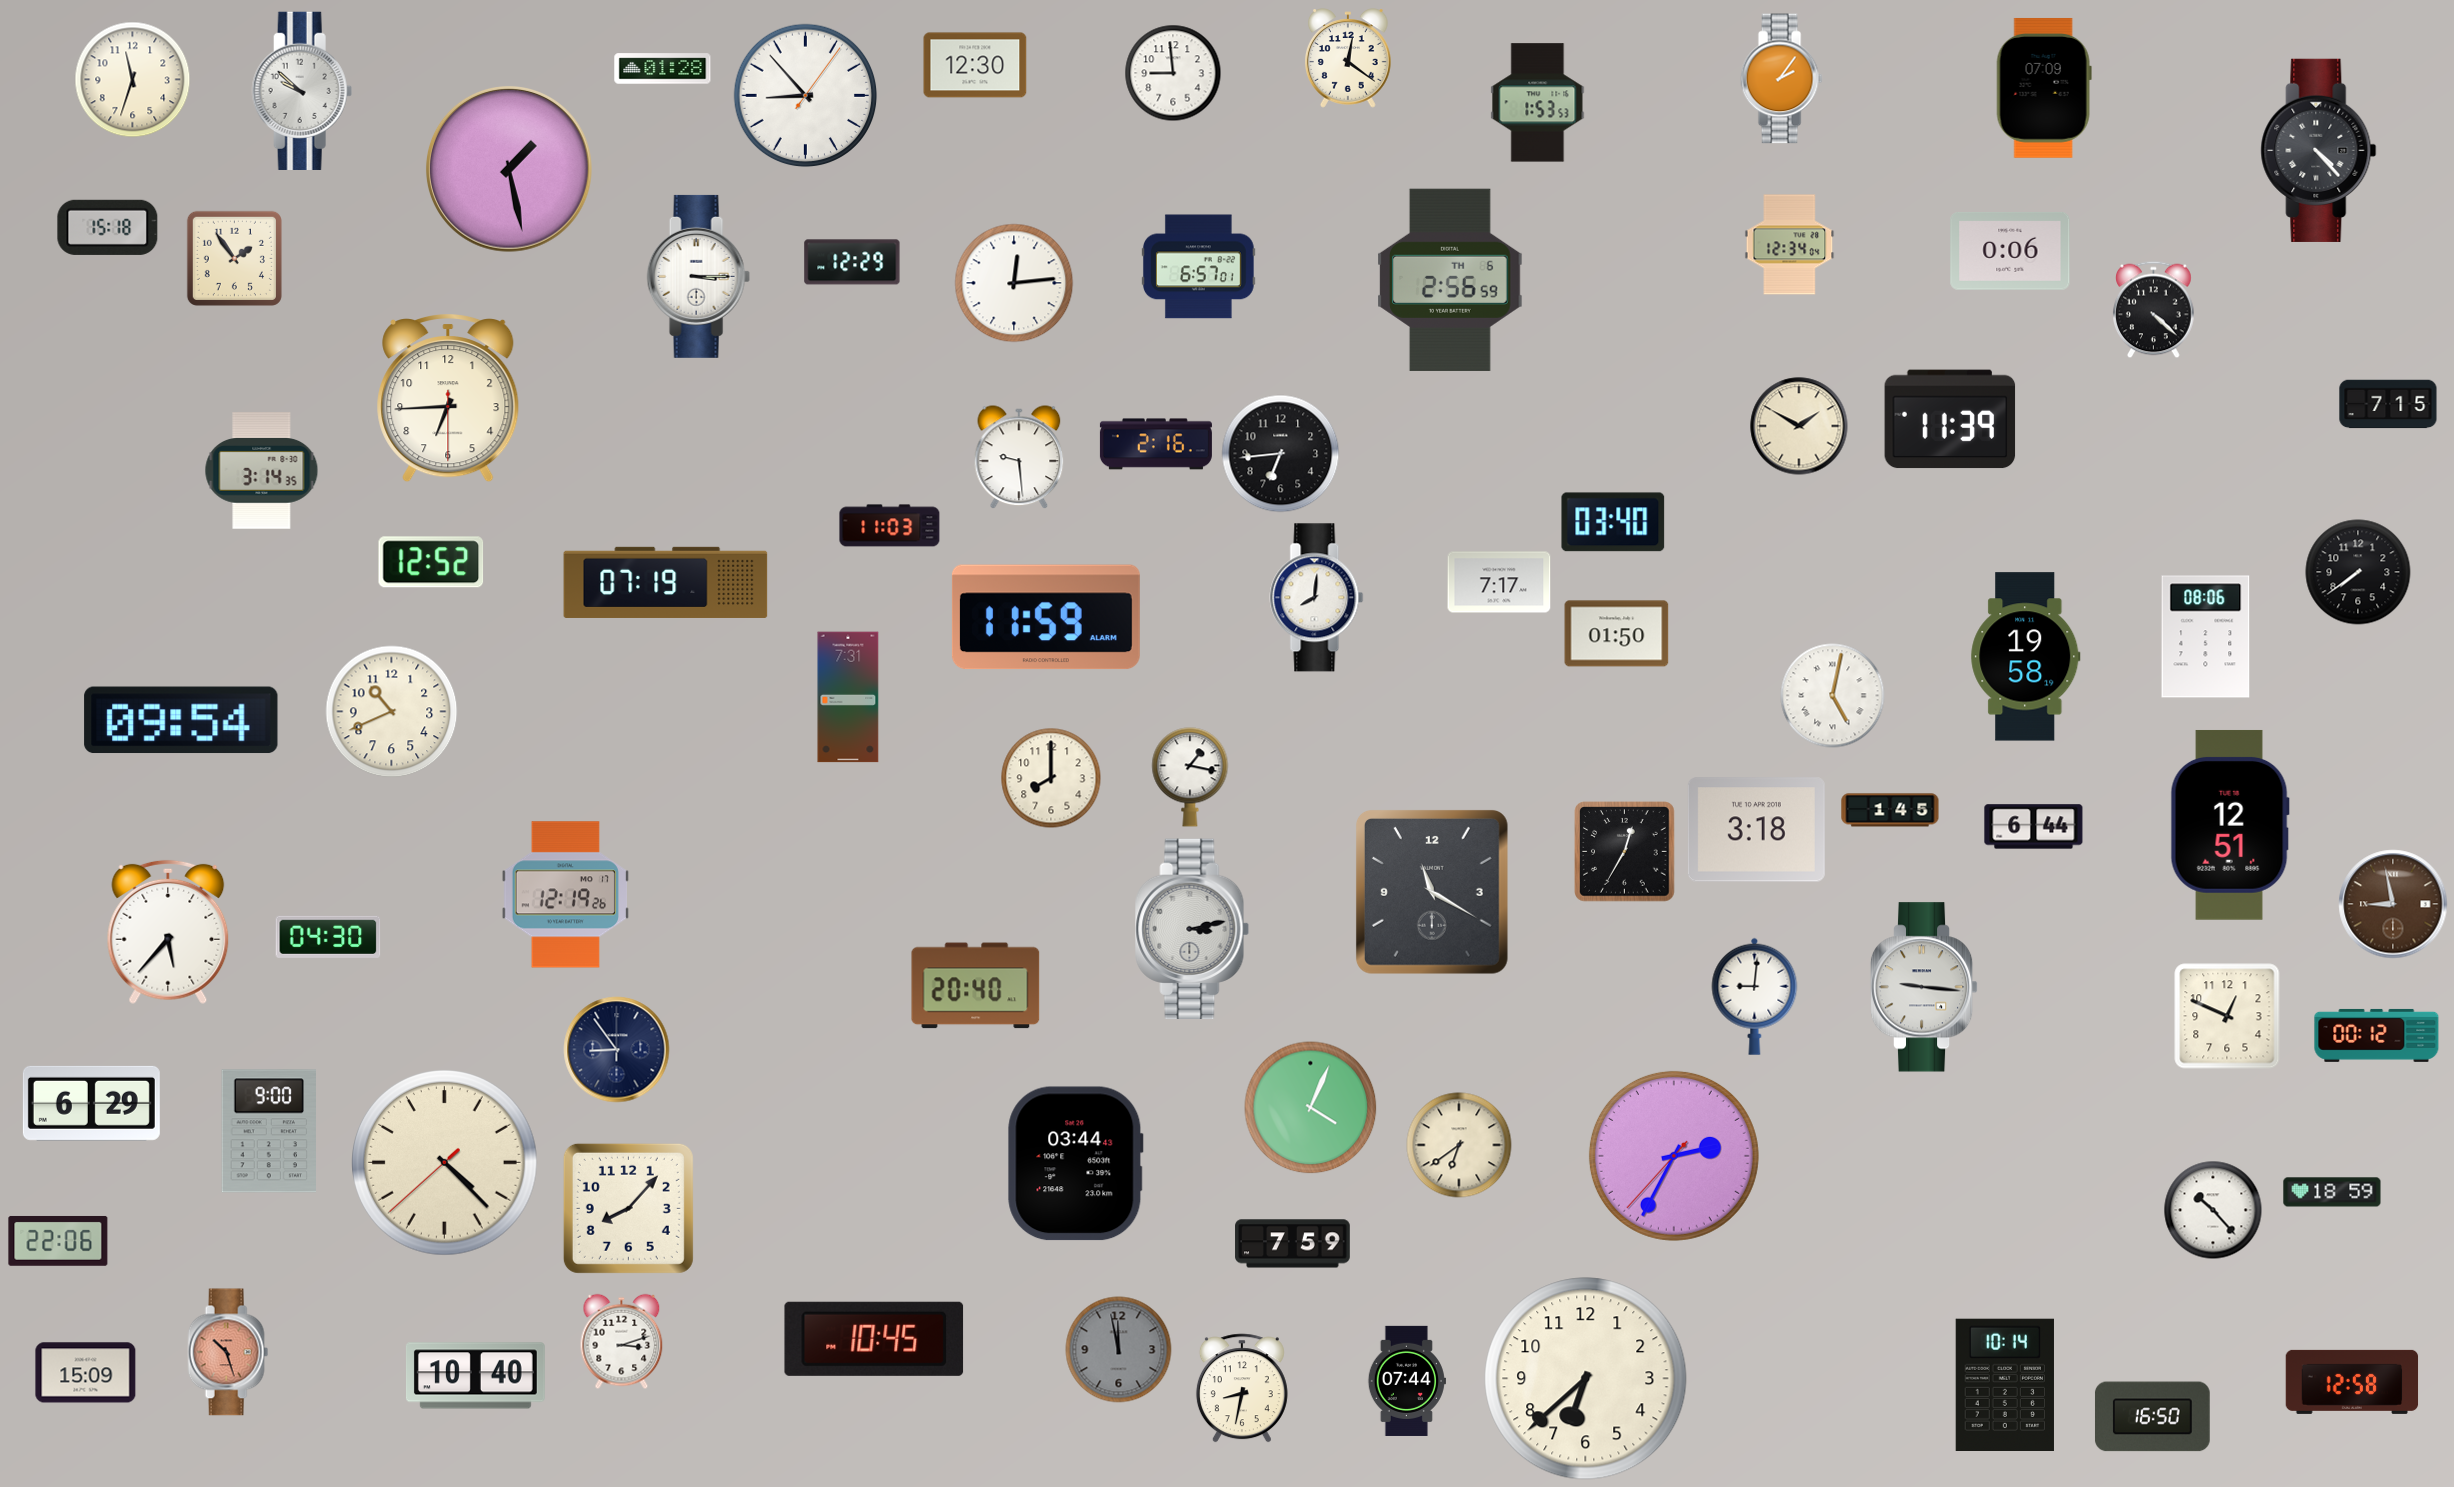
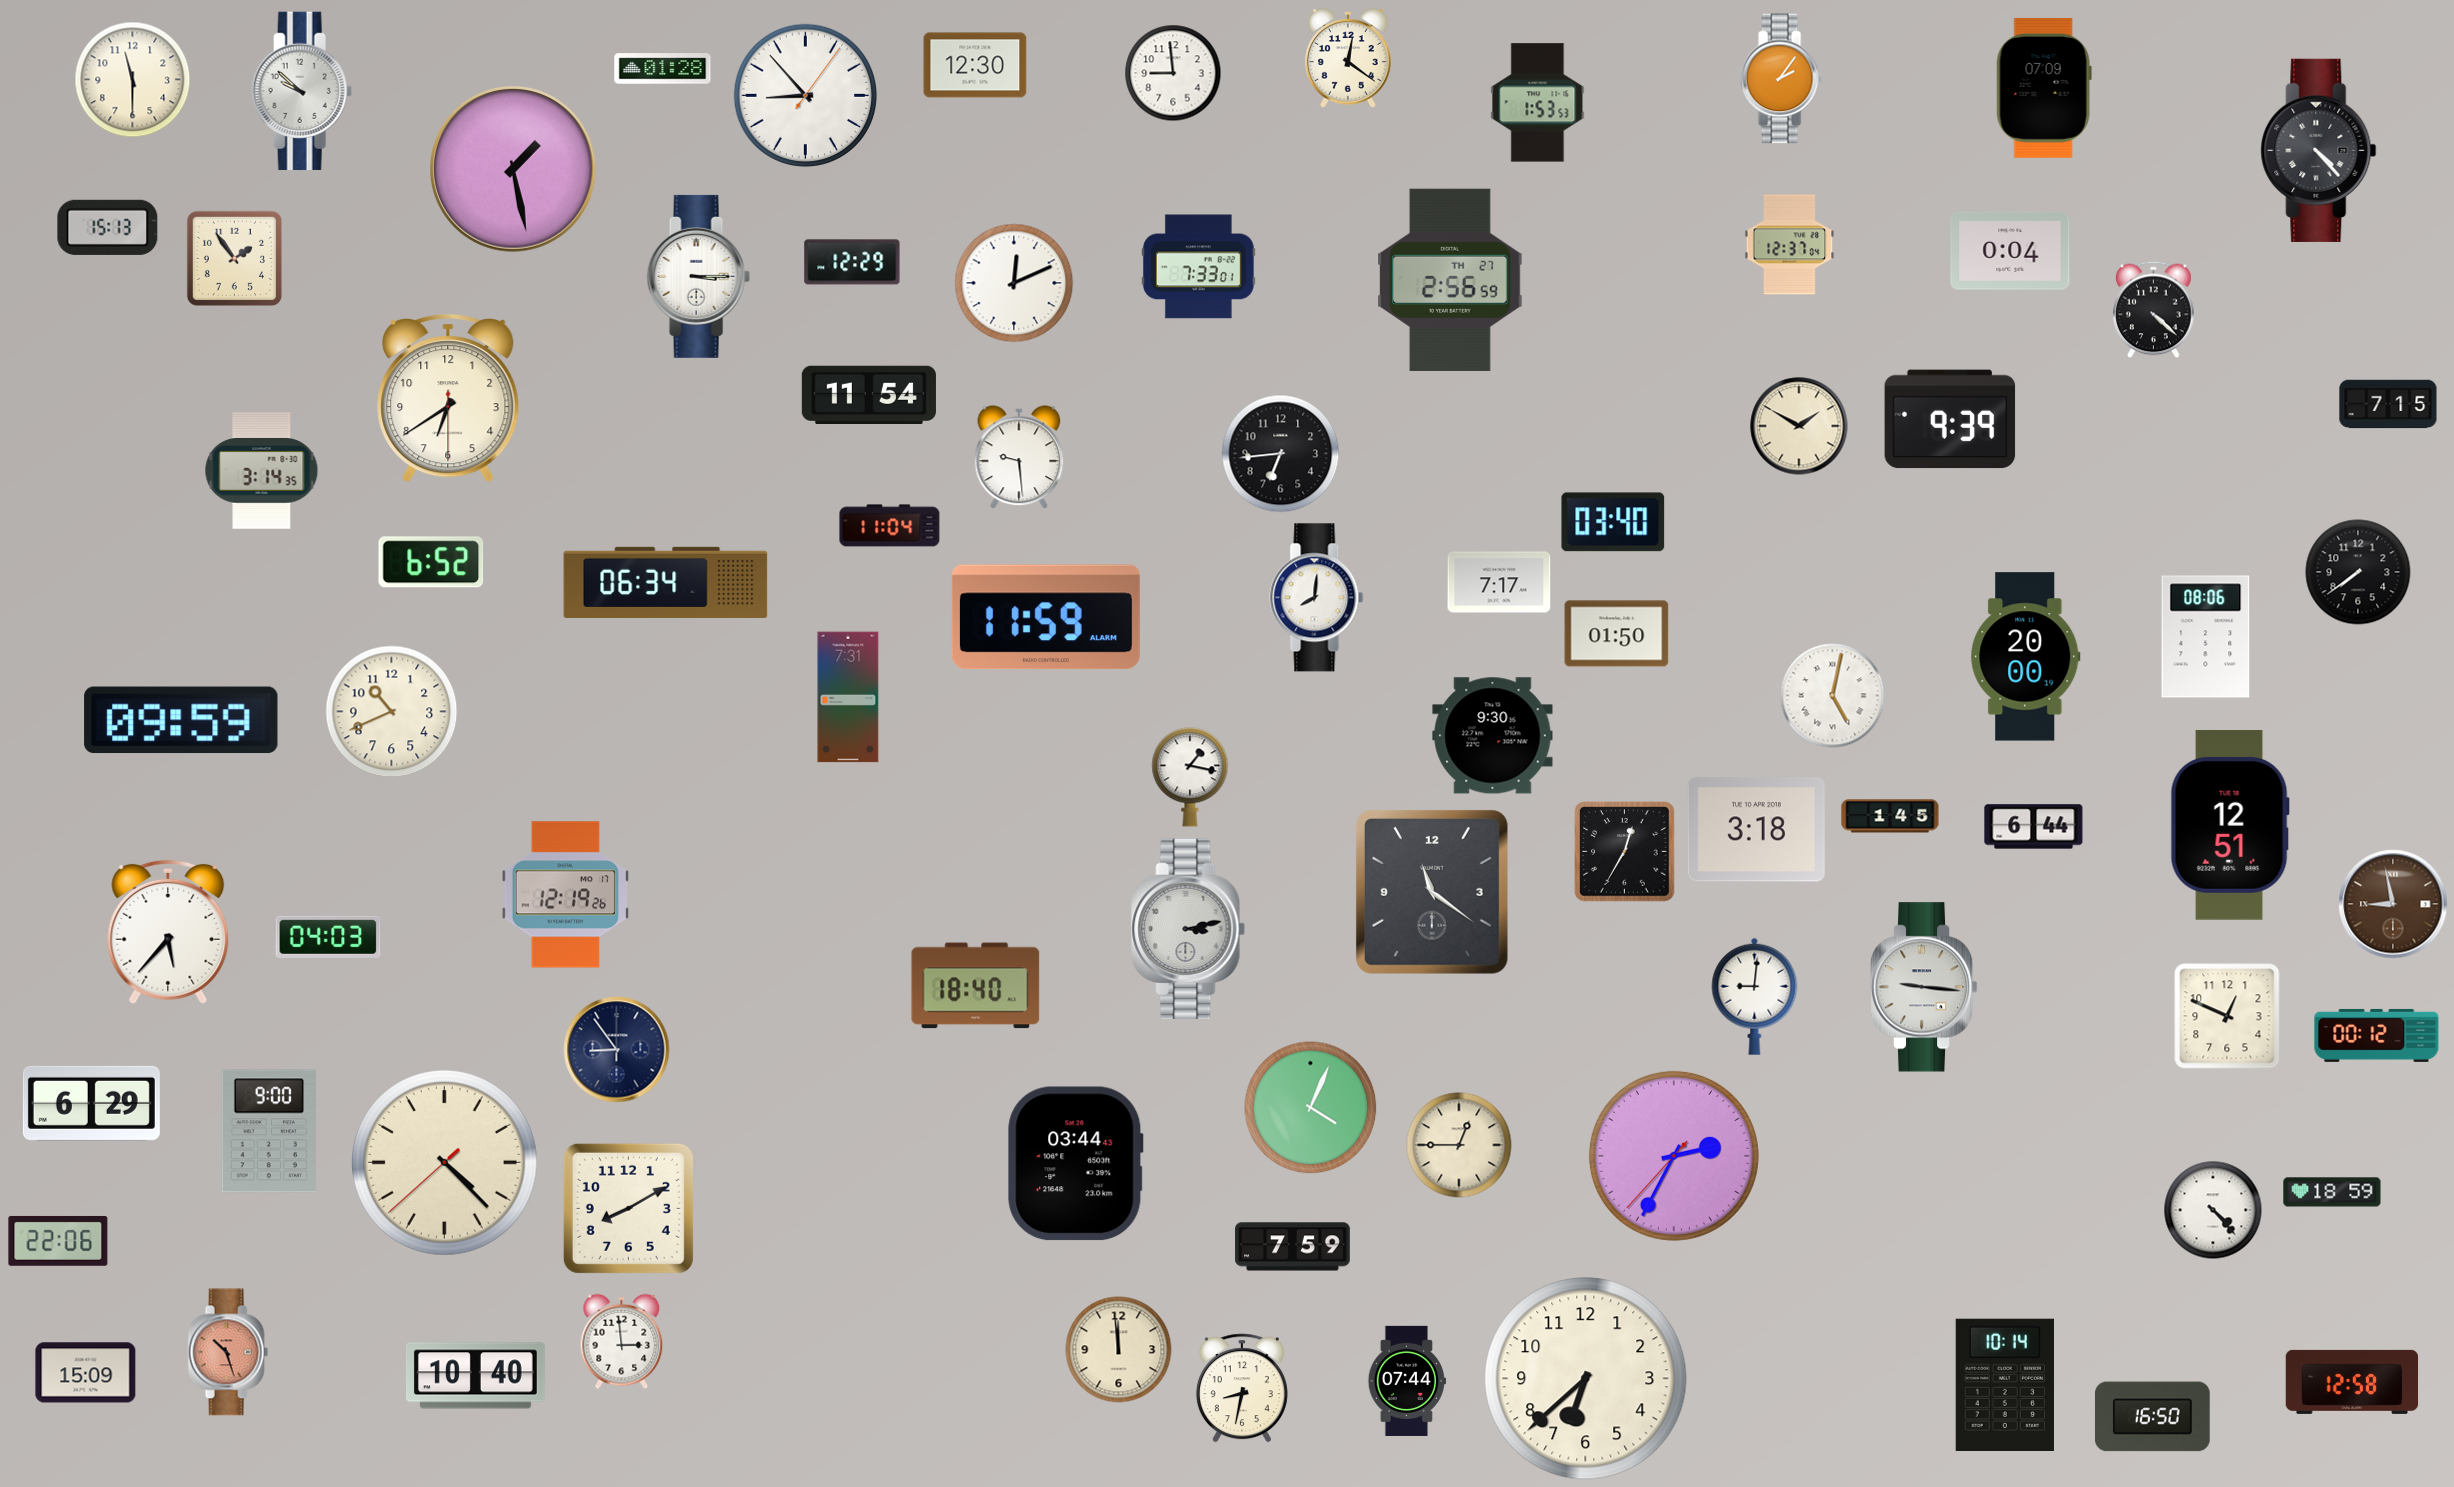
clock at (133, 80): 11:33 -> 11:30
clock at (509, 169) position: (509, 169) -> (513, 169)
clock at (108, 227): 15:18 -> 15:13
clock at (1790, 245): 12:34 -> 12:37
clock at (2010, 251): 0:06 -> 0:04
clock at (1199, 267): 6:57 -> 7:33
clock at (1450, 280) date: TH 6 -> TH 27
clock at (1014, 283): 12:14 -> 12:11
clock at (869, 394): none -> 11:54
clock at (448, 399): 6:44 -> 6:39
clock at (1950, 419): 11:39 -> 9:39
clock at (1156, 444): 2:16 -> none
clock at (890, 526): 11:03 -> 11:04
clock at (431, 562): 12:52 -> 6:52
clock at (666, 582): 07:19 -> 06:34
clock at (2026, 657): 19:58 -> 20:00
clock at (181, 720): 09:54 -> 09:59
clock at (1493, 736): none -> 9:30
clock at (1051, 778): 8:00 -> none
clock at (1890, 810) position: (1890, 810) -> (1890, 816)
clock at (1432, 893): 11:20 -> 11:21
clock at (1192, 929) position: (1192, 929) -> (1188, 929)
clock at (328, 937): 04:30 -> 04:03
clock at (976, 986): 20:40 -> 18:40
clock at (1459, 1145): 6:39 -> 12:45
clock at (628, 1208): 8:07 -> 8:10
clock at (2213, 1210): 10:23 -> 4:23
clock at (1293, 1244) position: (1293, 1244) -> (1293, 1247)
clock at (874, 1339): 10:45 -> none
clock at (622, 1342): 3:12 -> 2:59
clock at (1119, 1350): 11:58 -> 11:59
clock at (1119, 1350) dial: grey -> cream
